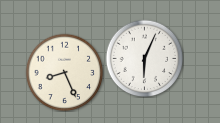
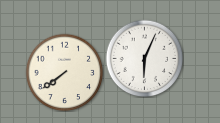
clock at (64, 72): 8:26 -> 7:39
